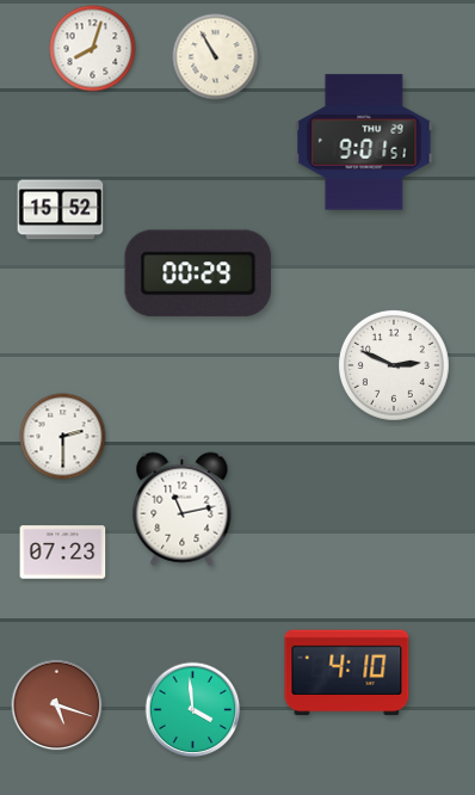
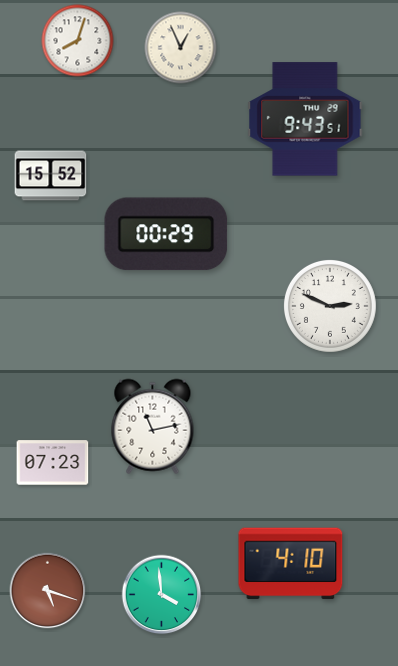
clock at (216, 57): 10:55 -> 12:56
clock at (364, 142): 9:01 -> 9:43
clock at (198, 273) position: (198, 273) -> (166, 234)
clock at (63, 437): 2:30 -> none
